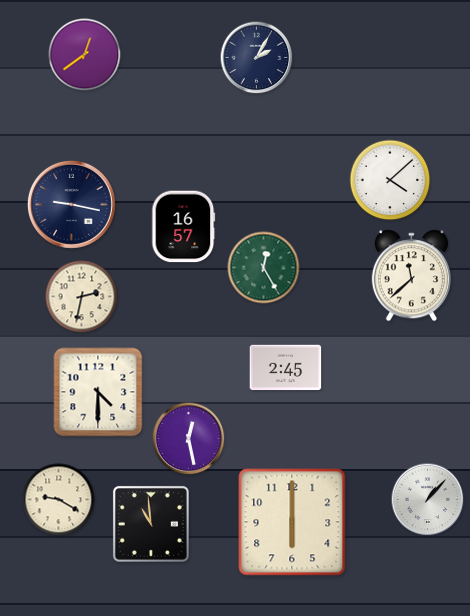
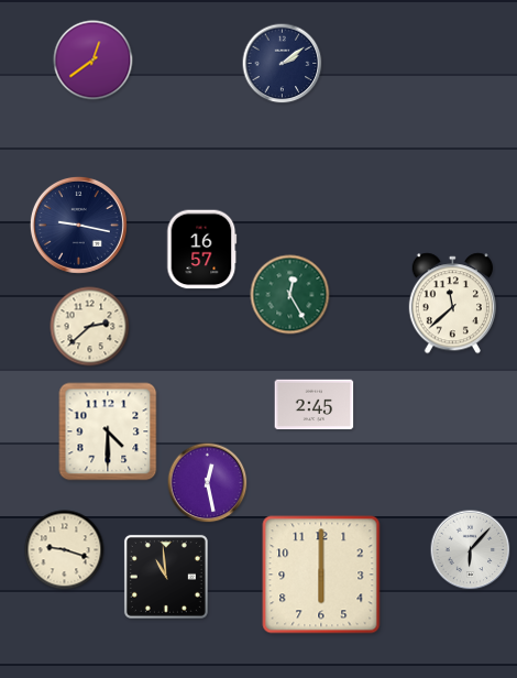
clock at (257, 58): 2:05 -> 2:09
clock at (390, 180): 4:08 -> none
clock at (82, 297): 2:32 -> 2:38
clock at (59, 500): 9:20 -> 9:18
clock at (428, 500): 1:07 -> 6:07
